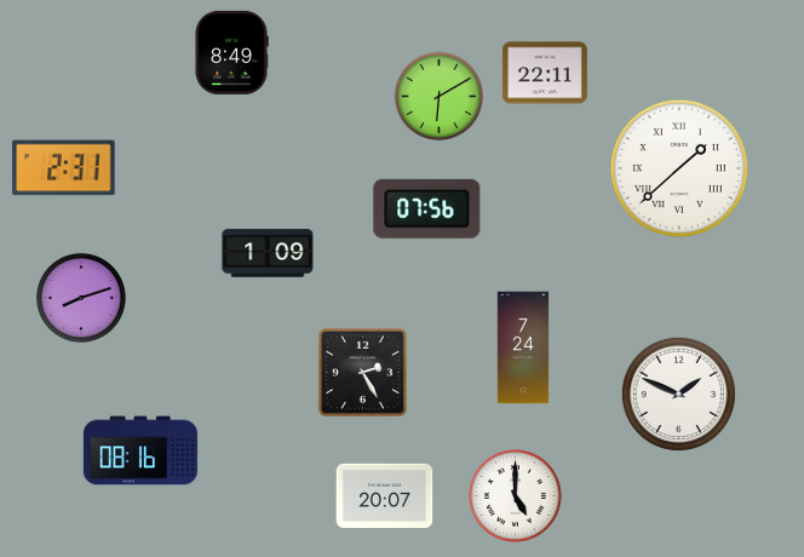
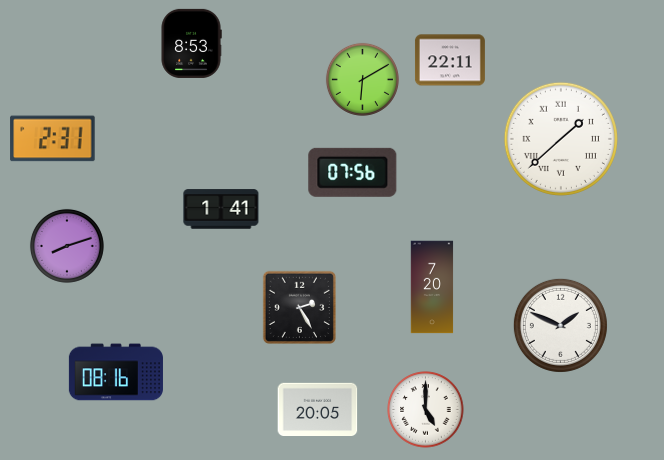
clock at (231, 52): 8:49 -> 8:53
clock at (268, 253): 1:09 -> 1:41
clock at (523, 348): 7:24 -> 7:20
clock at (385, 495): 20:07 -> 20:05
